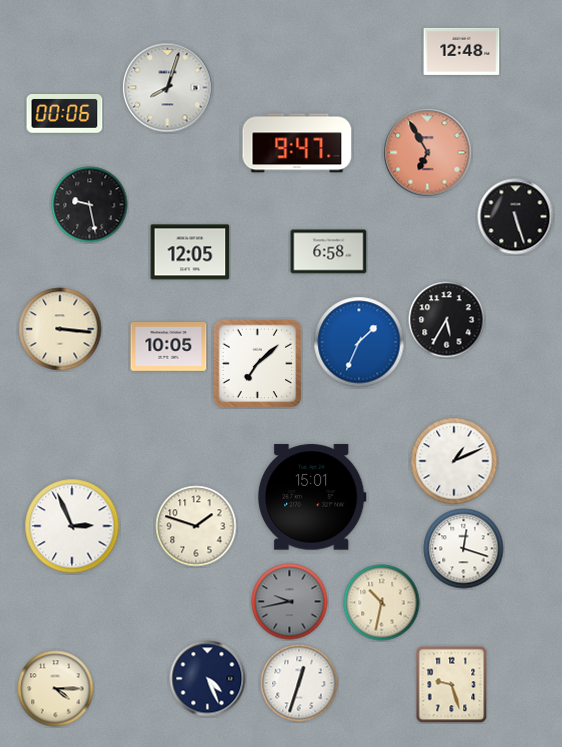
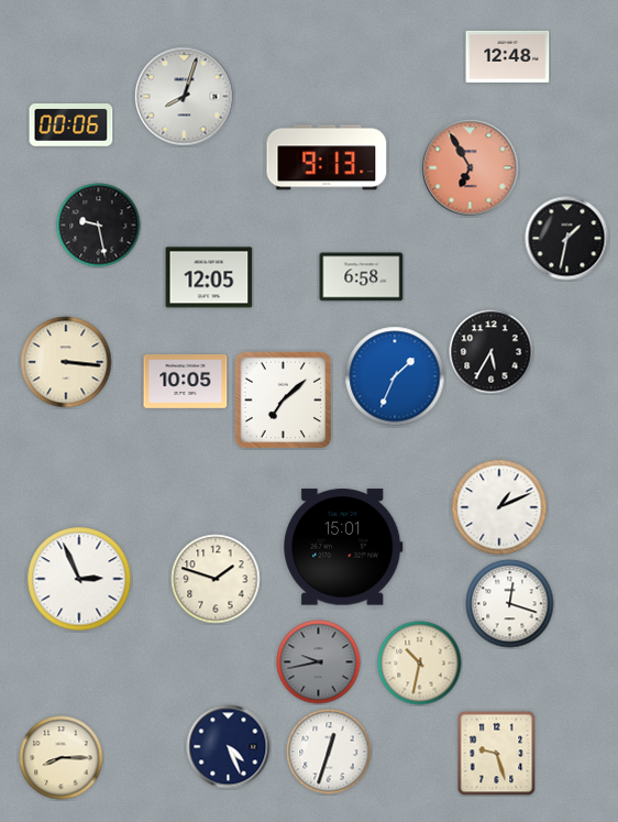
clock at (297, 143): 9:47 -> 9:13
clock at (516, 217): 5:27 -> 1:32
clock at (56, 689): 4:15 -> 8:15
